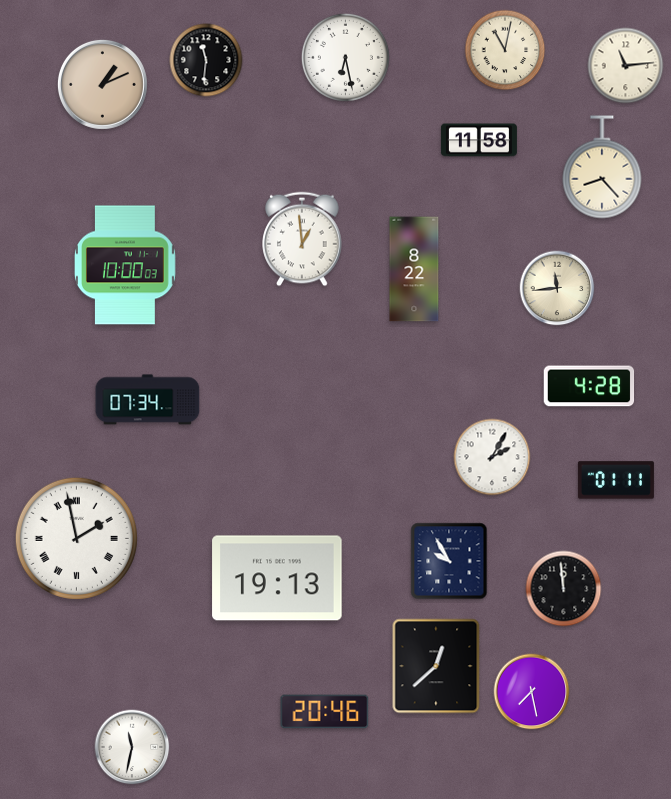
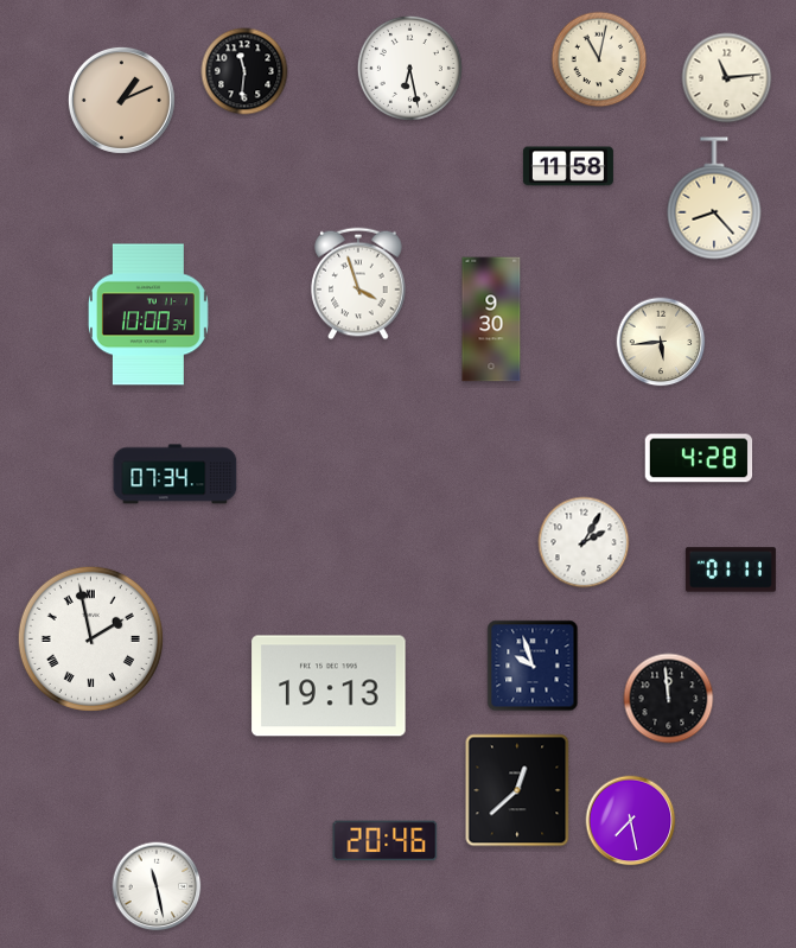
clock at (626, 66) position: (626, 66) -> (727, 78)
clock at (302, 239): 12:59 -> 3:57
clock at (125, 265): 10:00:03 -> 10:00:34
clock at (414, 269): 8:22 -> 9:30
clock at (557, 288): 11:44 -> 5:44
clock at (449, 561): 9:55 -> 9:57
clock at (325, 712) position: (325, 712) -> (386, 841)
clock at (132, 747): 11:32 -> 11:28
